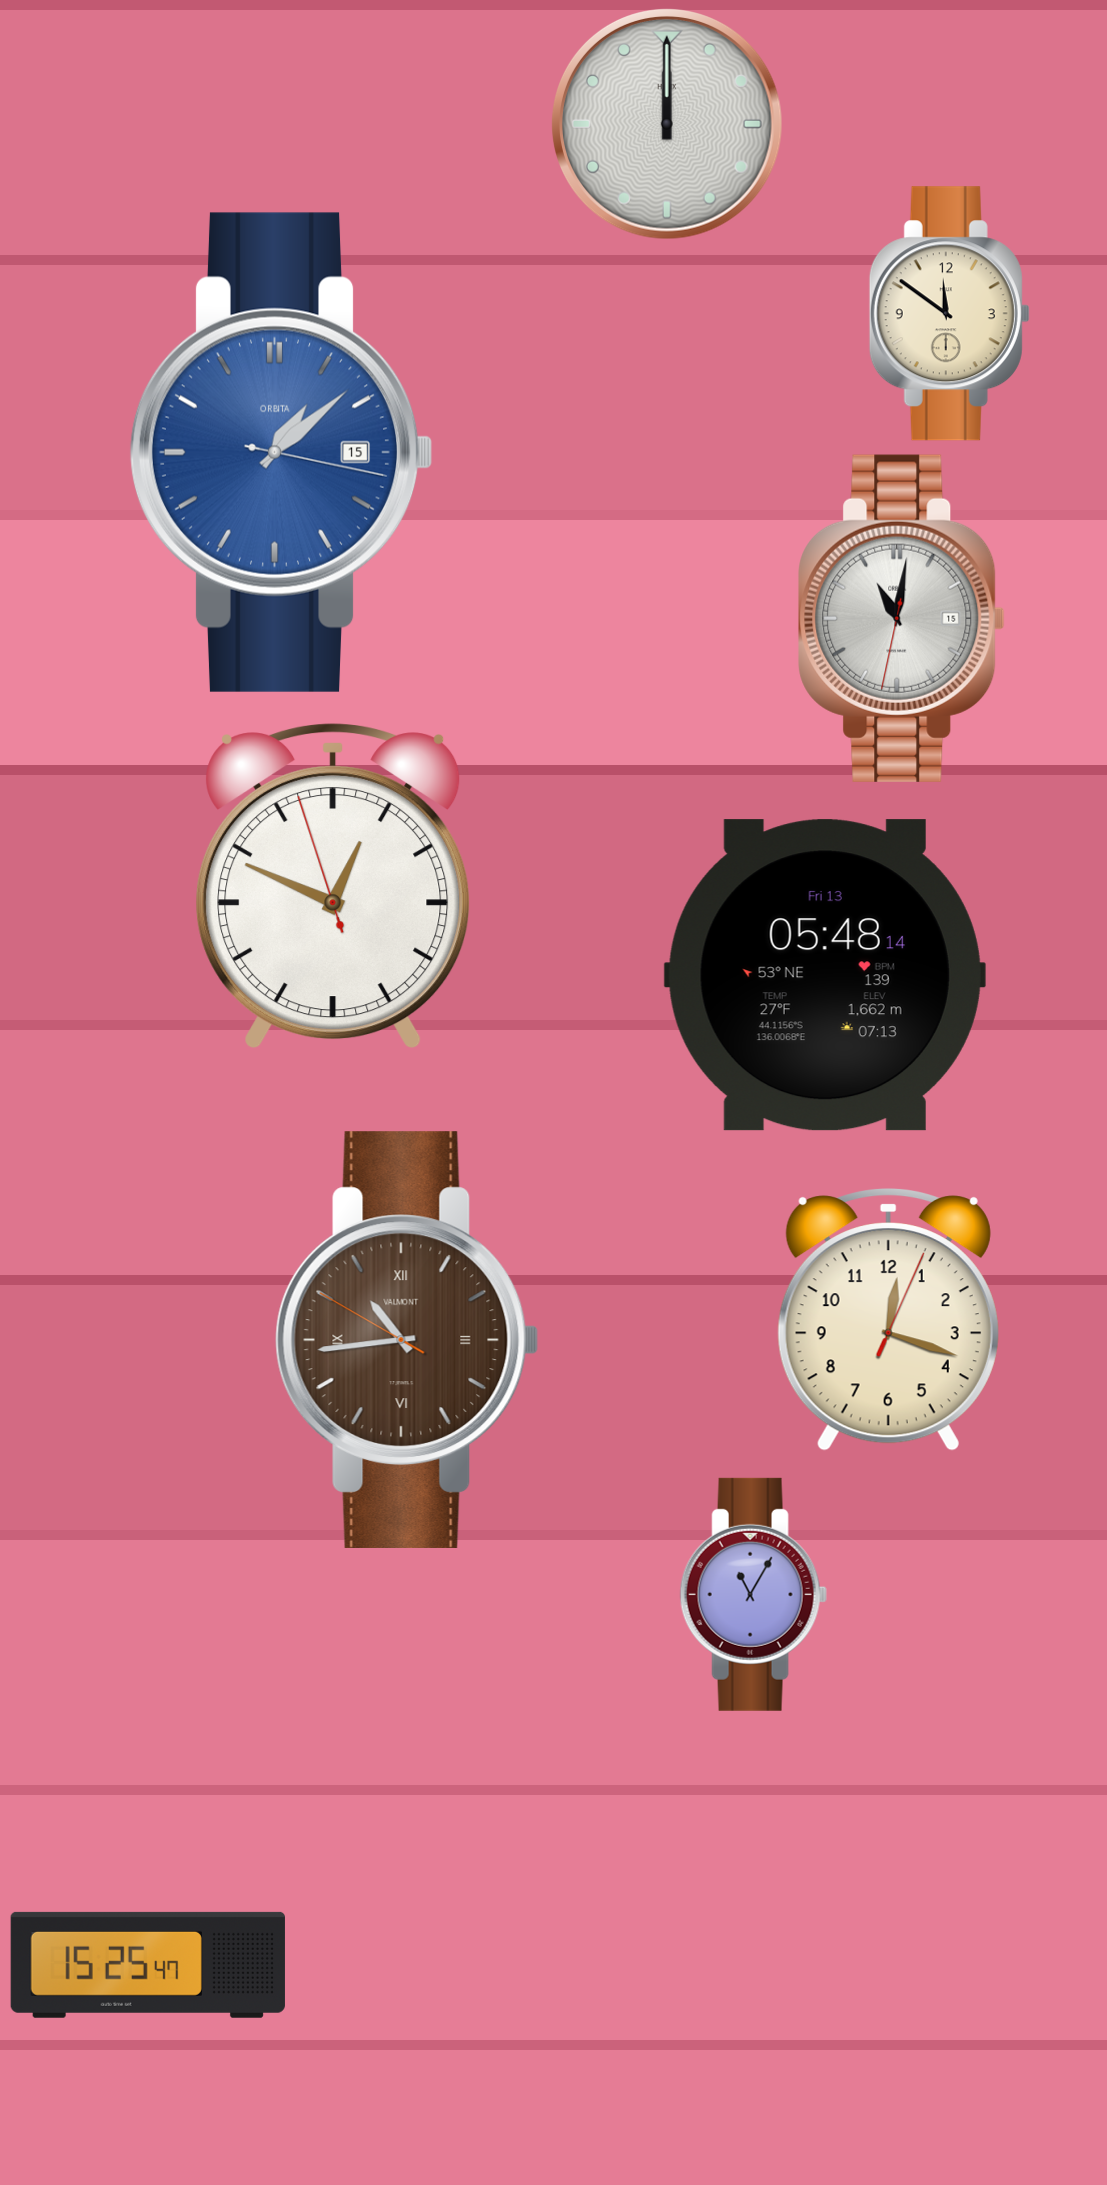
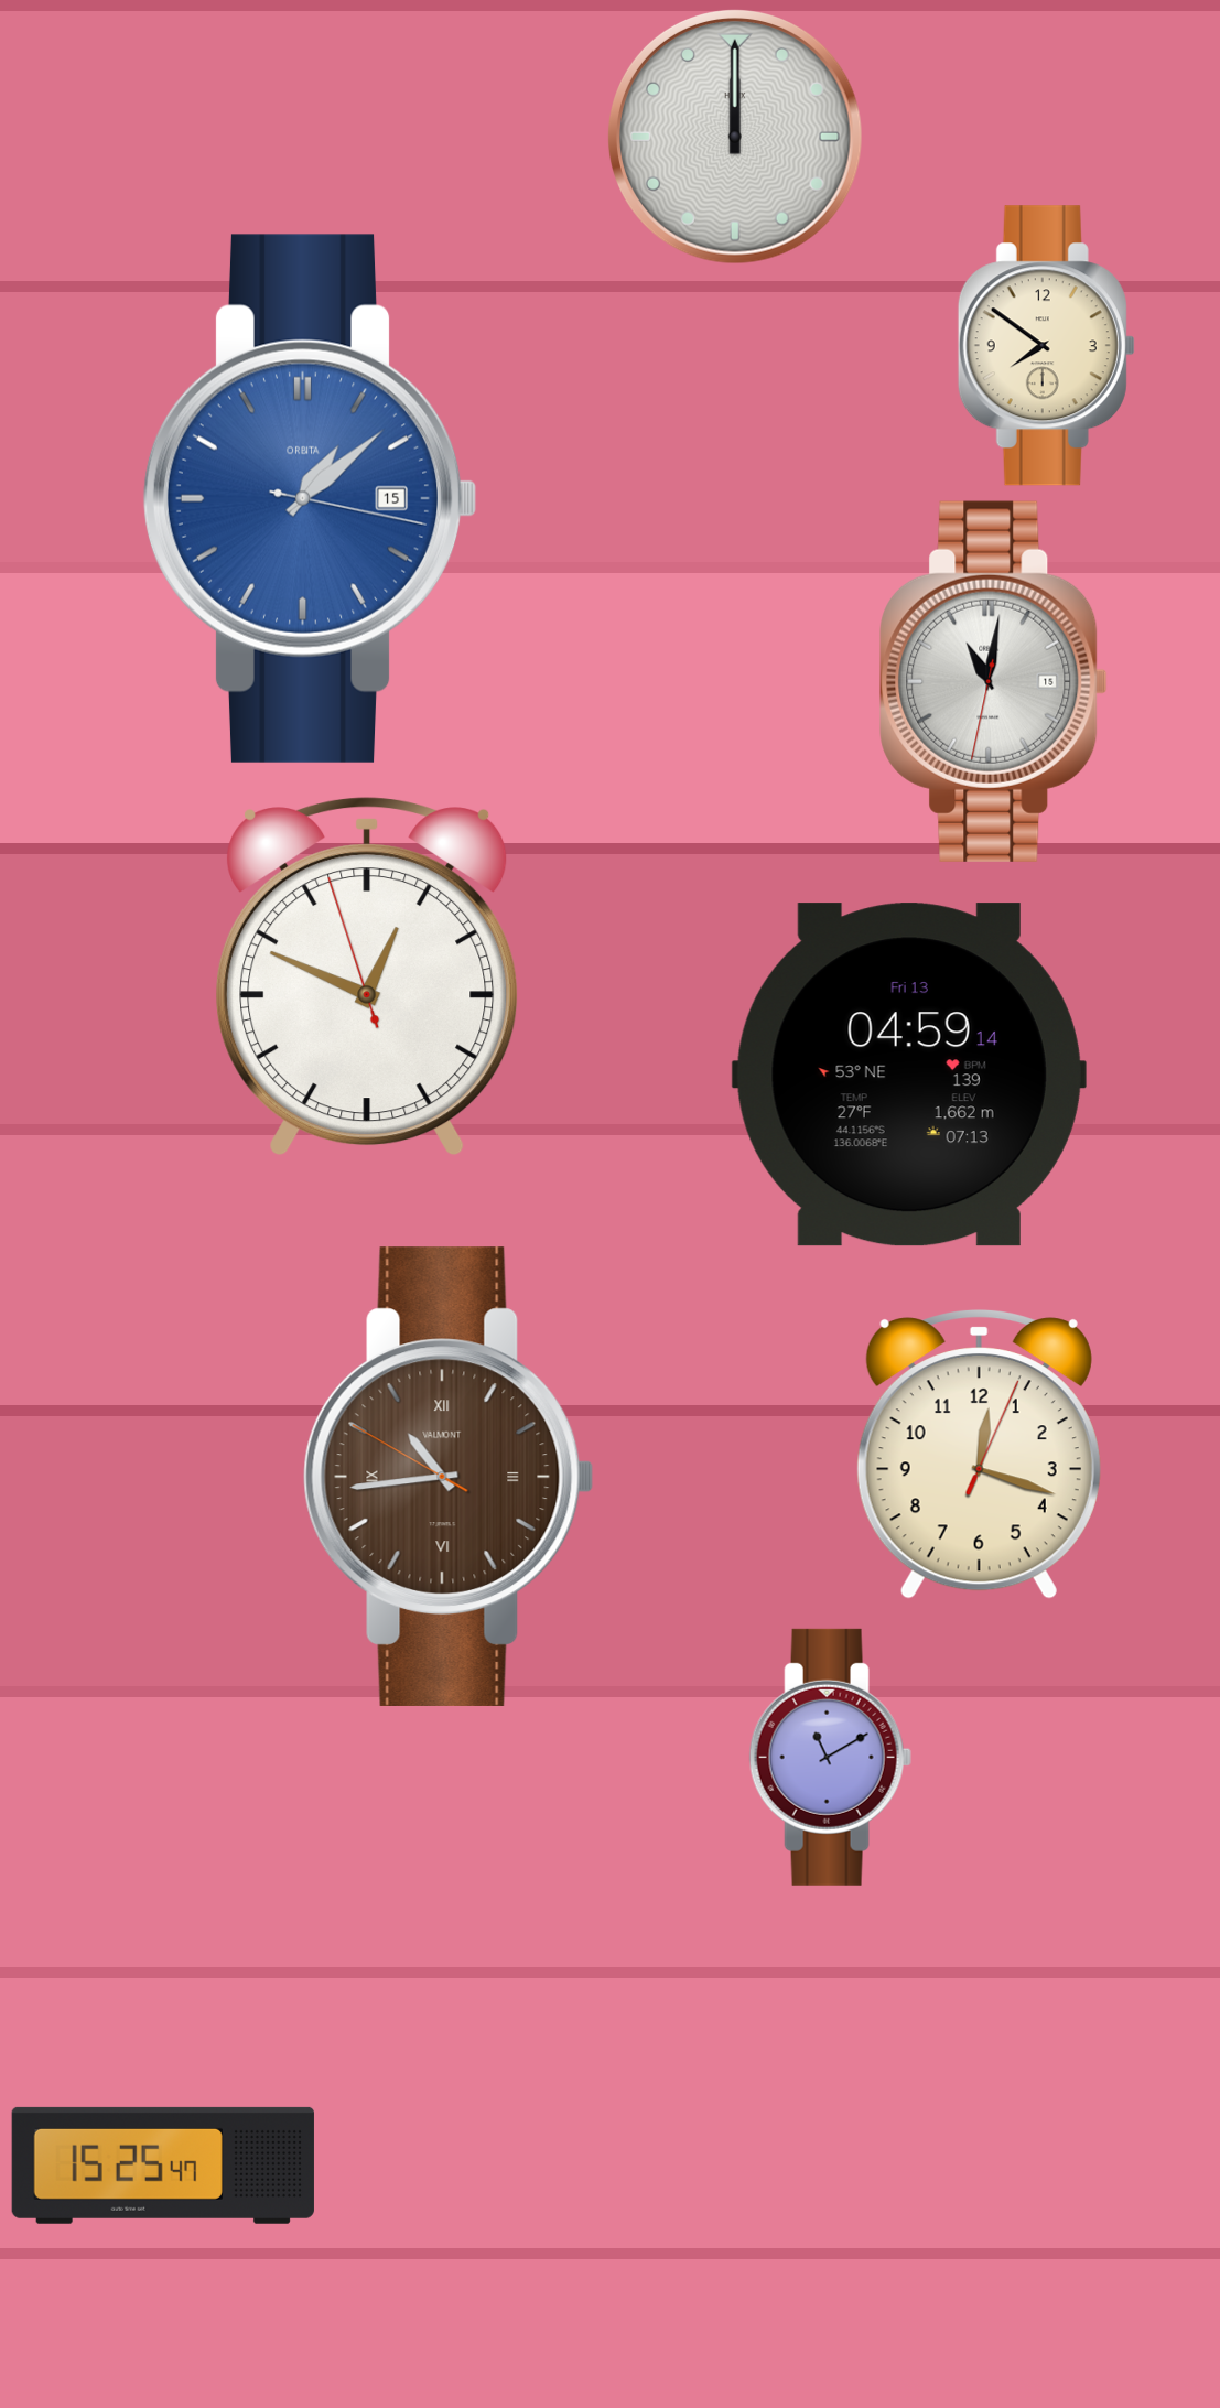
clock at (949, 314): 11:51 -> 7:51
clock at (825, 975): 05:48 -> 04:59
clock at (753, 1594): 11:05 -> 11:10
